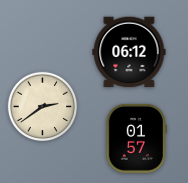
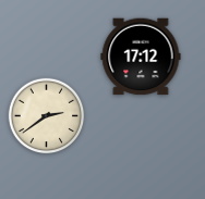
clock at (129, 52): 06:12 -> 17:12
clock at (136, 138): 01:57 -> none
